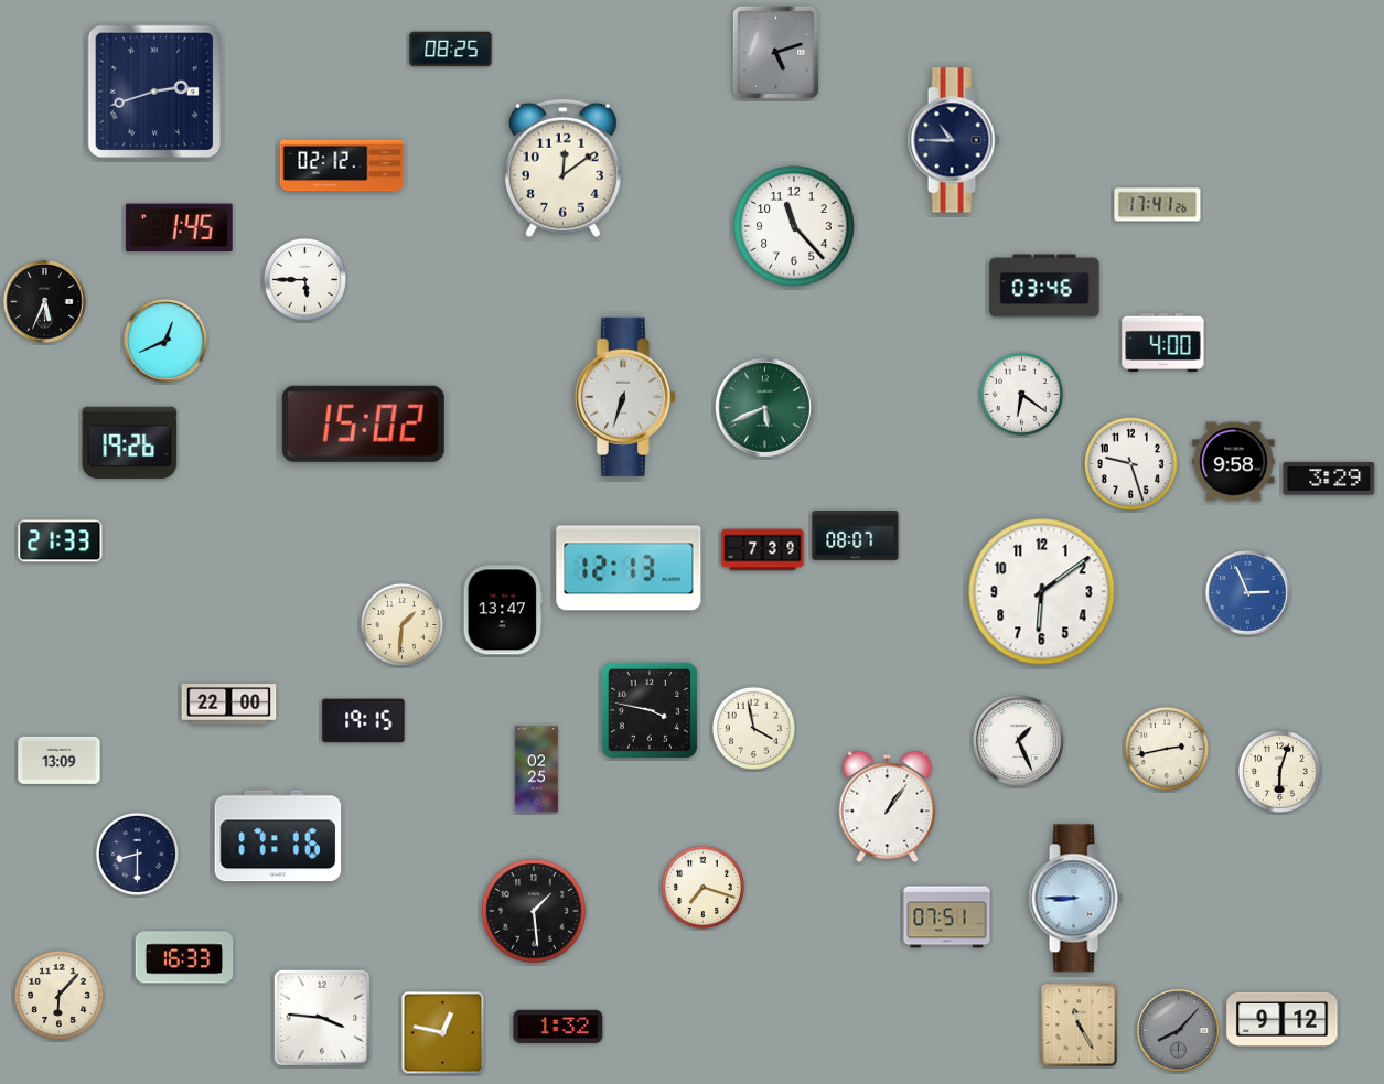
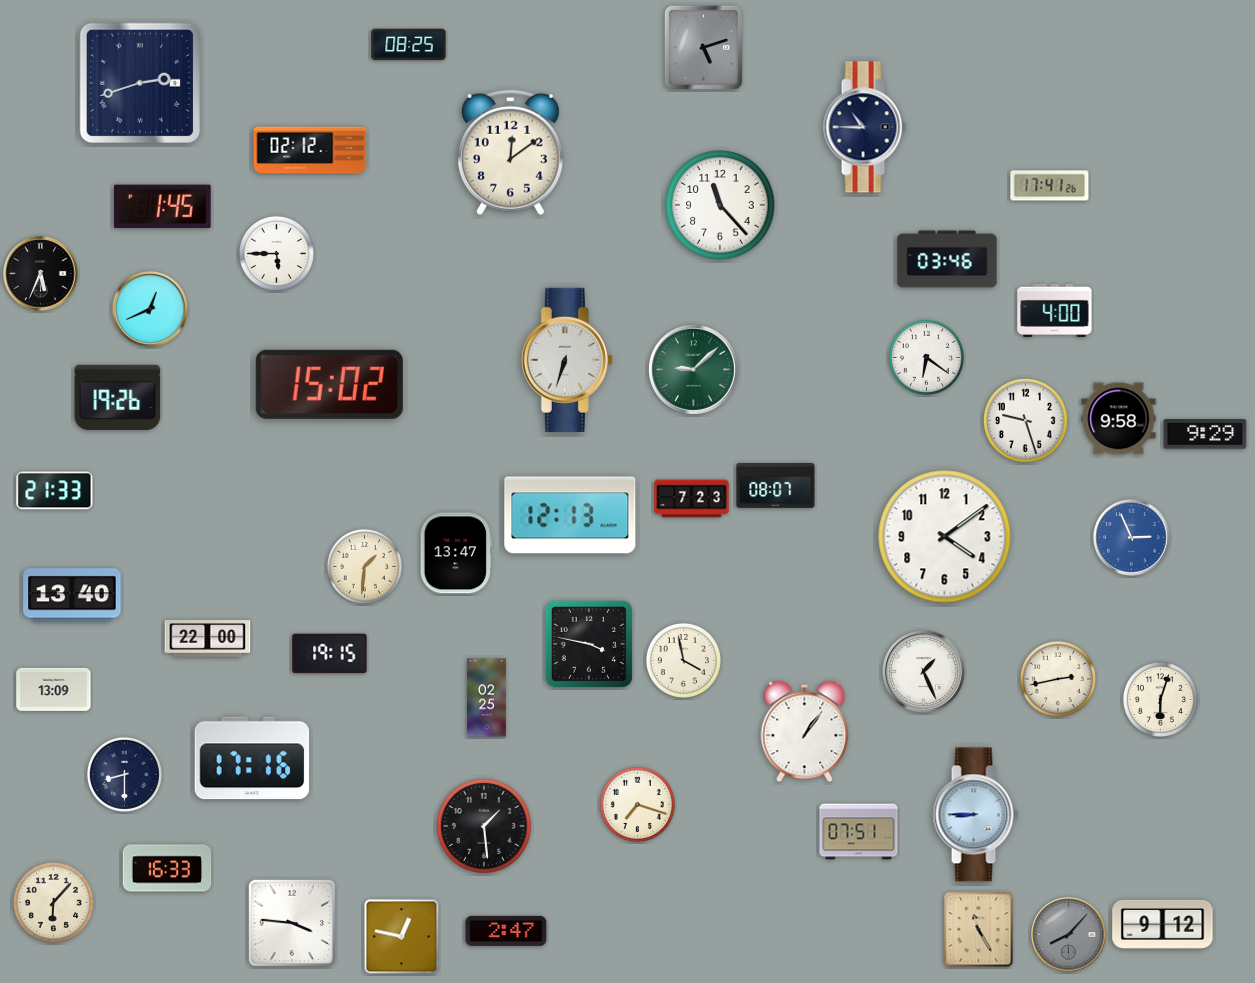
clock at (765, 408): 5:41 -> 9:08
clock at (130, 442) position: (130, 442) -> (118, 397)
clock at (1329, 479): 3:29 -> 9:29
clock at (763, 550): 7:39 -> 7:23
clock at (1042, 592): 6:09 -> 4:09
clock at (72, 595): none -> 13:40
clock at (558, 1027): 1:32 -> 2:47
